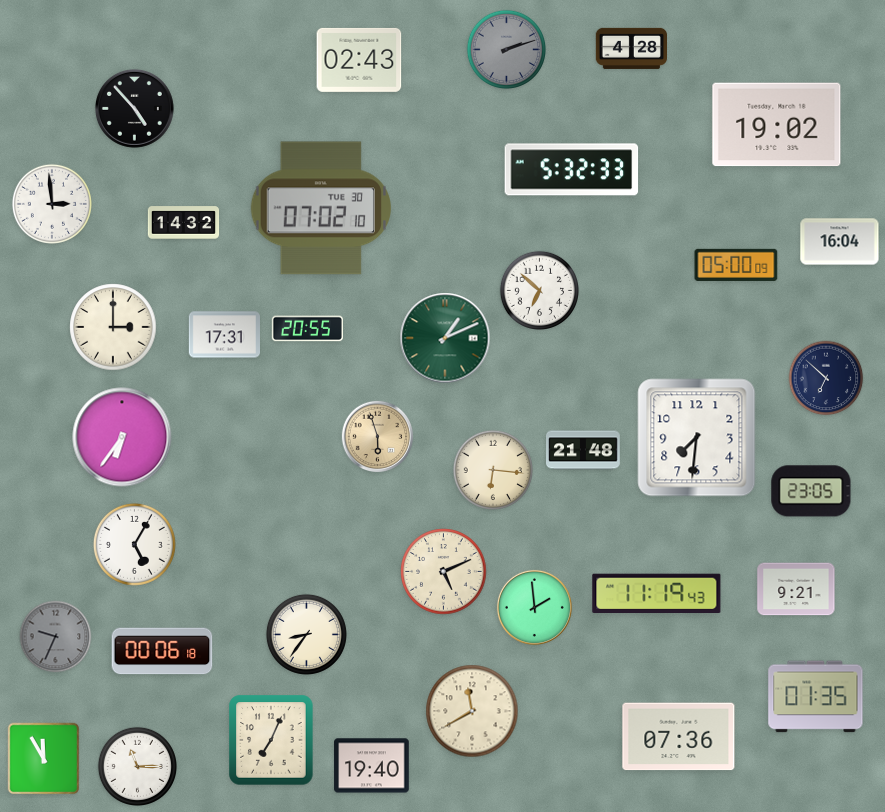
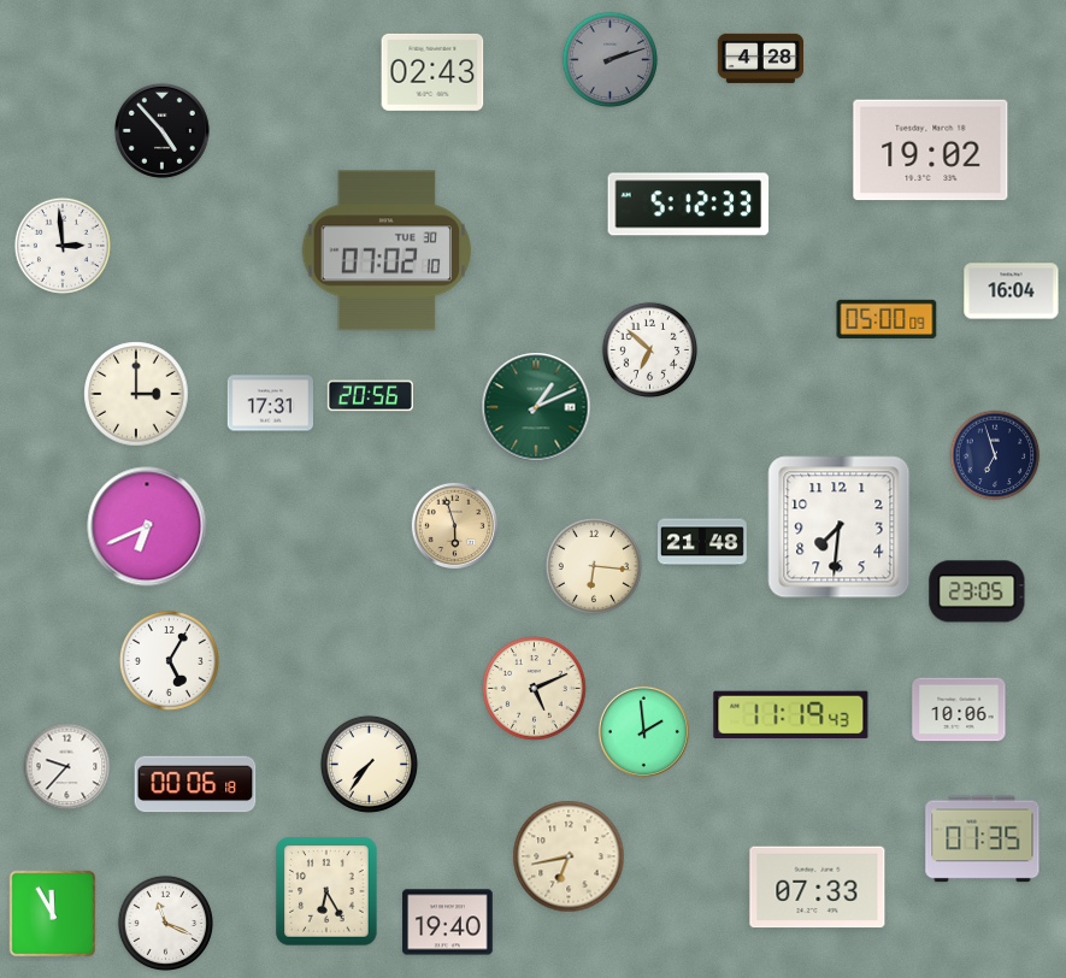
clock at (777, 125) position: (777, 125) -> (931, 151)
clock at (572, 170): 5:32 -> 5:12
clock at (184, 223): 14:32 -> none
clock at (307, 329): 20:55 -> 20:56
clock at (826, 378): 6:52 -> 6:57
clock at (122, 437): 6:36 -> 6:41
clock at (134, 544) position: (134, 544) -> (169, 660)
clock at (796, 589): 9:21 -> 10:06
clock at (306, 634): 8:36 -> 7:36
clock at (56, 637): 9:34 -> 9:37
clock at (56, 637) dial: grey -> white
clock at (472, 711): 11:40 -> 6:43
clock at (679, 737): 07:36 -> 07:33
clock at (271, 740): 7:04 -> 6:25
clock at (137, 766): 11:15 -> 11:19
